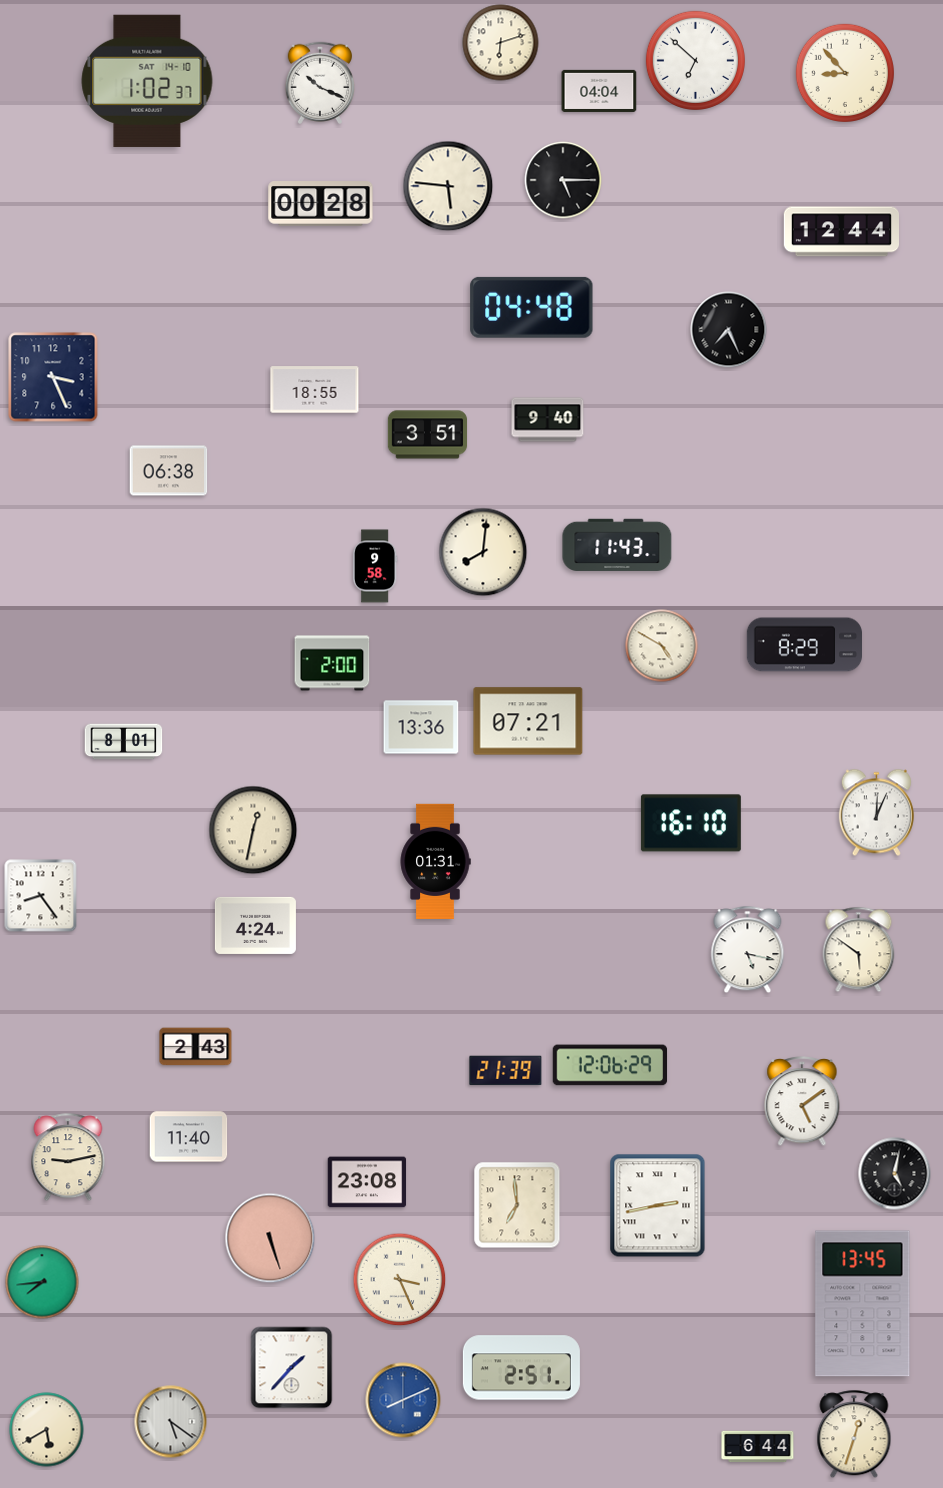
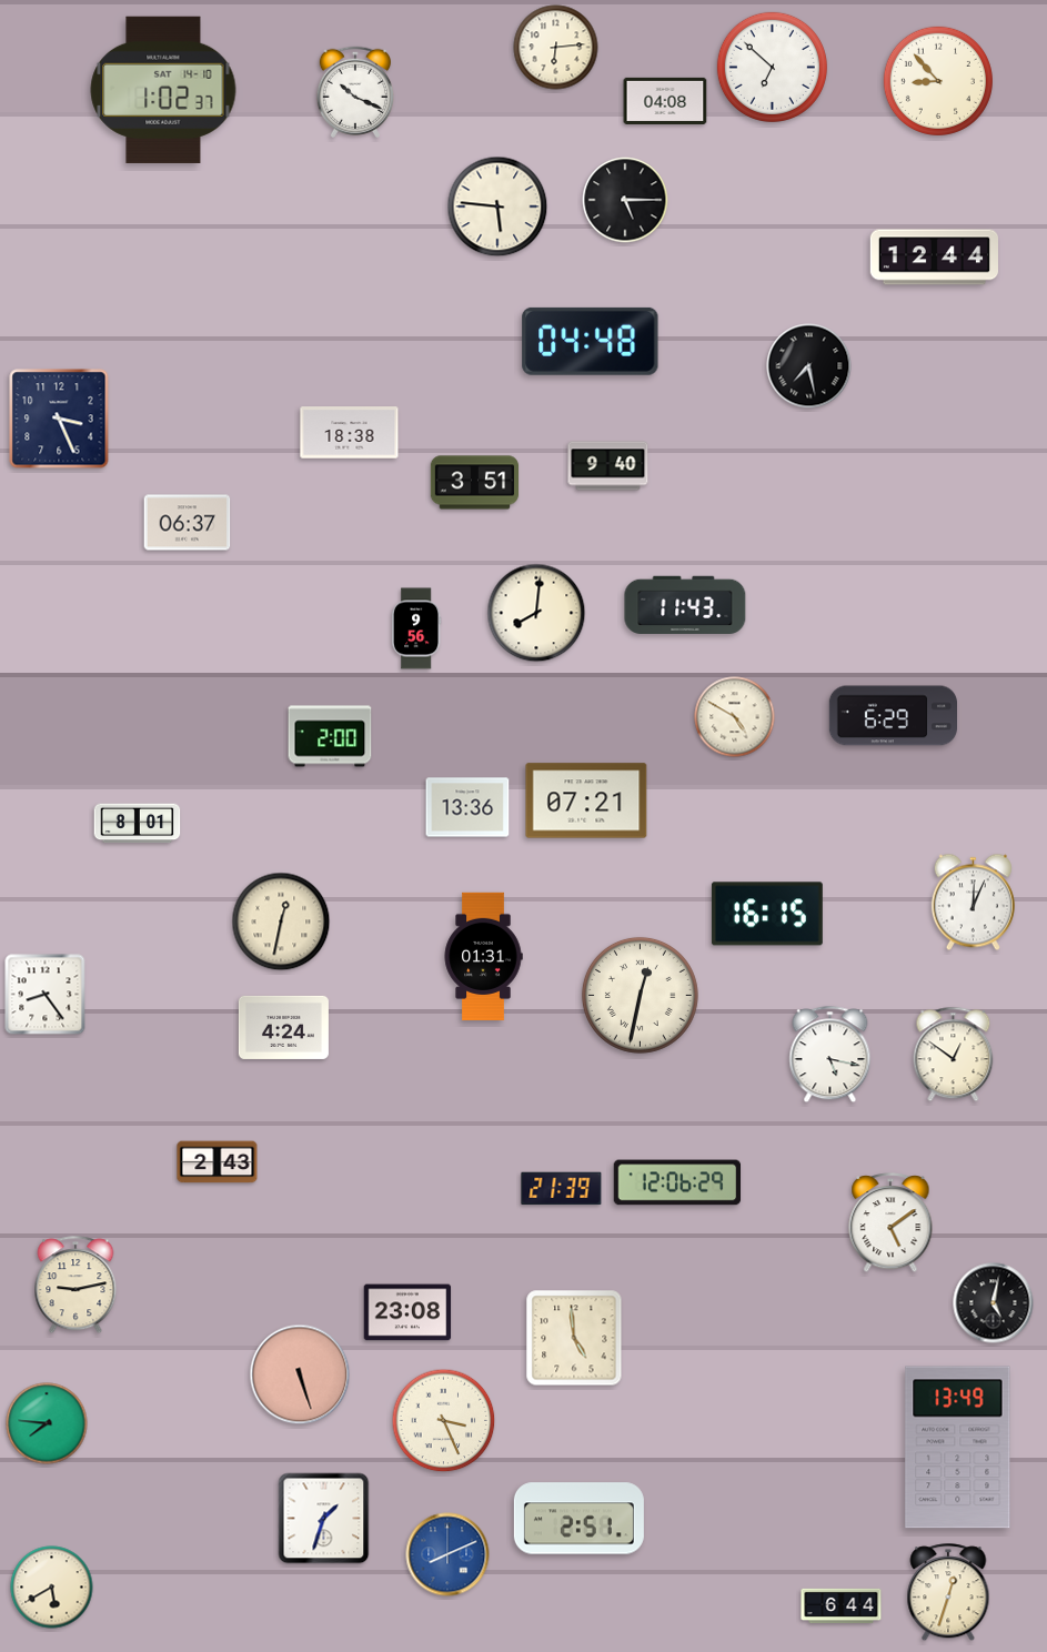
clock at (501, 43): 6:12 -> 6:14
clock at (599, 91): 04:04 -> 04:08
clock at (321, 204): 00:28 -> none
clock at (729, 330): 7:26 -> 7:28
clock at (315, 390): 18:55 -> 18:38
clock at (169, 471): 06:38 -> 06:37
clock at (375, 566): 9:58 -> 9:56
clock at (804, 645): 8:29 -> 6:29
clock at (332, 663) position: (332, 663) -> (330, 736)
clock at (691, 823): 16:10 -> 16:15
clock at (640, 995): none -> 12:32
clock at (859, 950): 5:51 -> 12:51
clock at (189, 1137): 11:40 -> none
clock at (517, 1205): 6:59 -> 4:59
clock at (658, 1206): 2:43 -> none
clock at (42, 1282): 7:44 -> 7:46
clock at (863, 1304): 13:45 -> 13:49
clock at (292, 1368): 1:37 -> 1:33
clock at (171, 1422): 5:21 -> none
